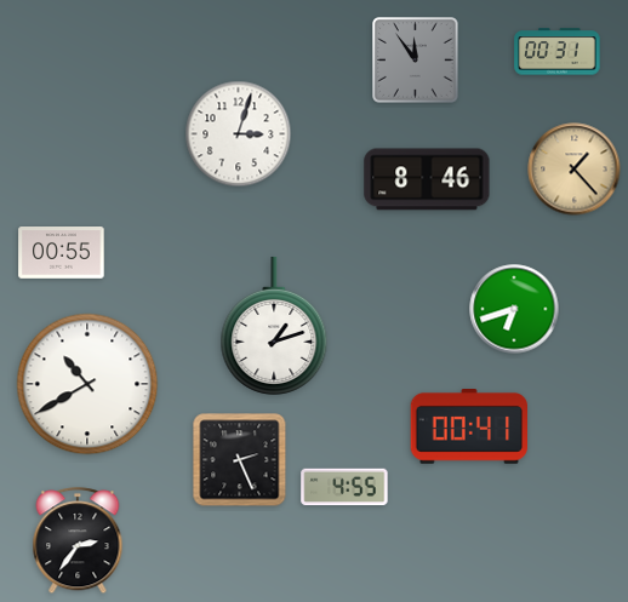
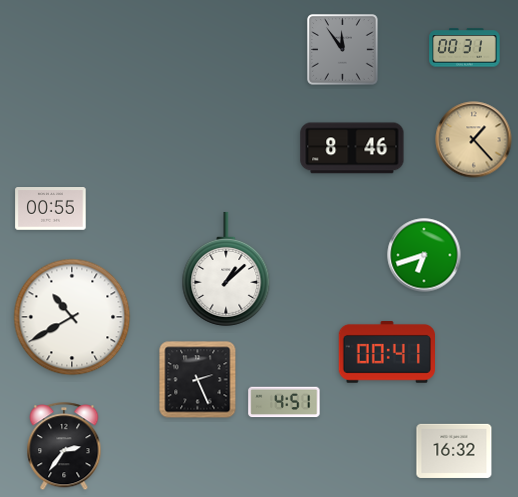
clock at (558, 52) position: (558, 52) -> (465, 48)
clock at (239, 134): 3:03 -> none
clock at (274, 326): 1:12 -> 1:08
clock at (344, 487): 4:55 -> 4:51
clock at (454, 451): none -> 16:32
